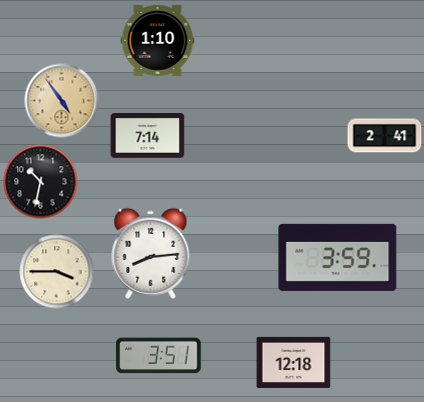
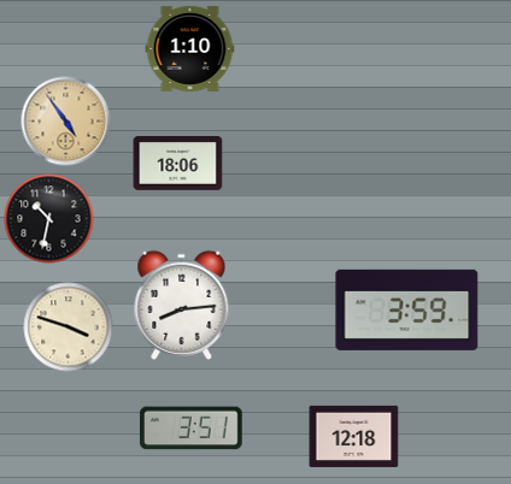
clock at (62, 101) position: (62, 101) -> (66, 122)
clock at (148, 136): 7:14 -> 18:06
clock at (385, 136): 2:41 -> none
clock at (57, 272): 3:45 -> 3:48
